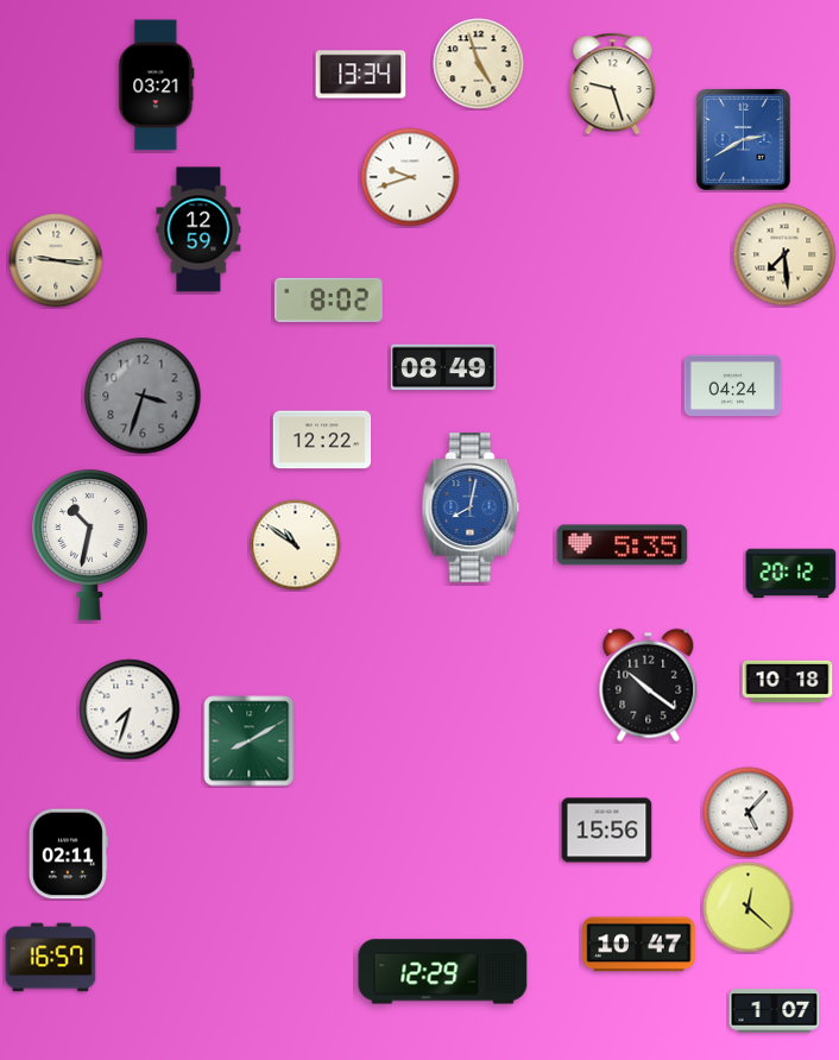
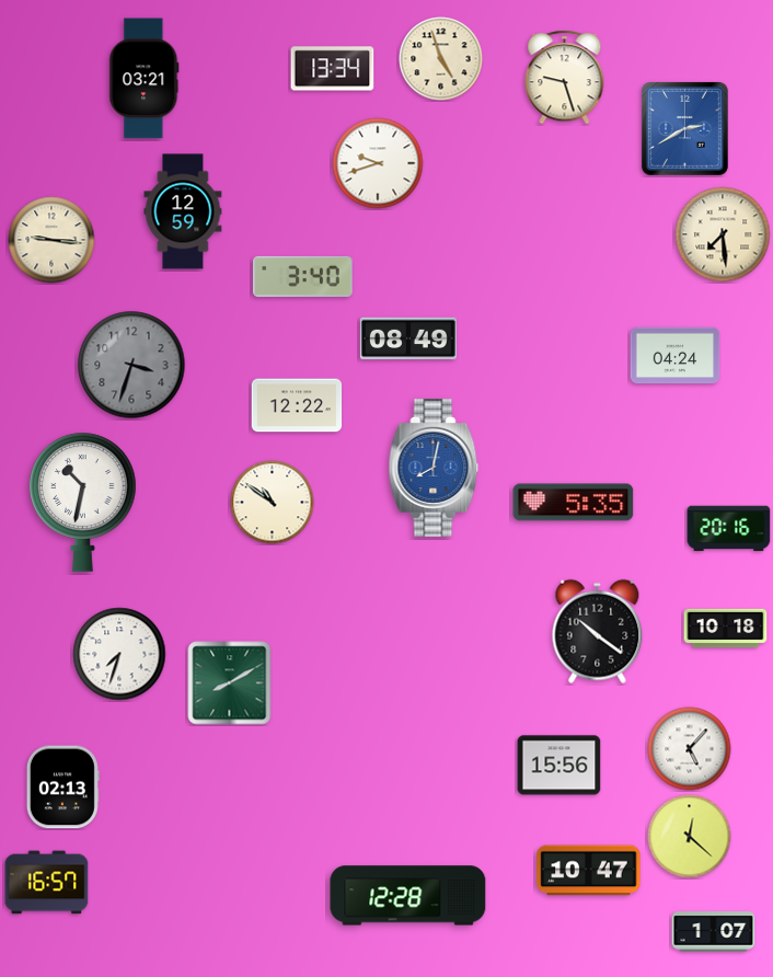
clock at (329, 299): 8:02 -> 3:40
clock at (791, 574): 20:12 -> 20:16
clock at (68, 854): 02:11 -> 02:13
clock at (443, 972): 12:29 -> 12:28
